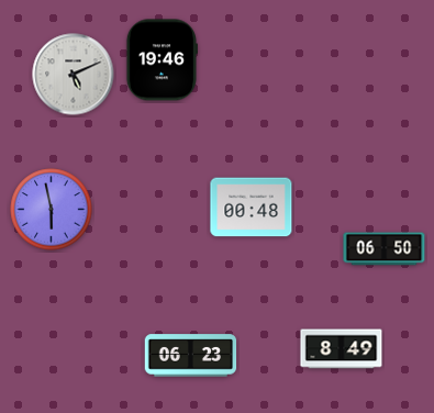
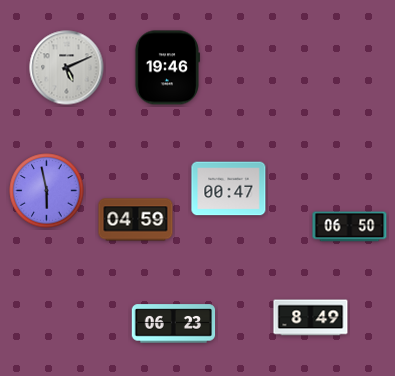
clock at (162, 60) position: (162, 60) -> (167, 68)
clock at (252, 208): 00:48 -> 00:47
clock at (136, 220): none -> 04:59
